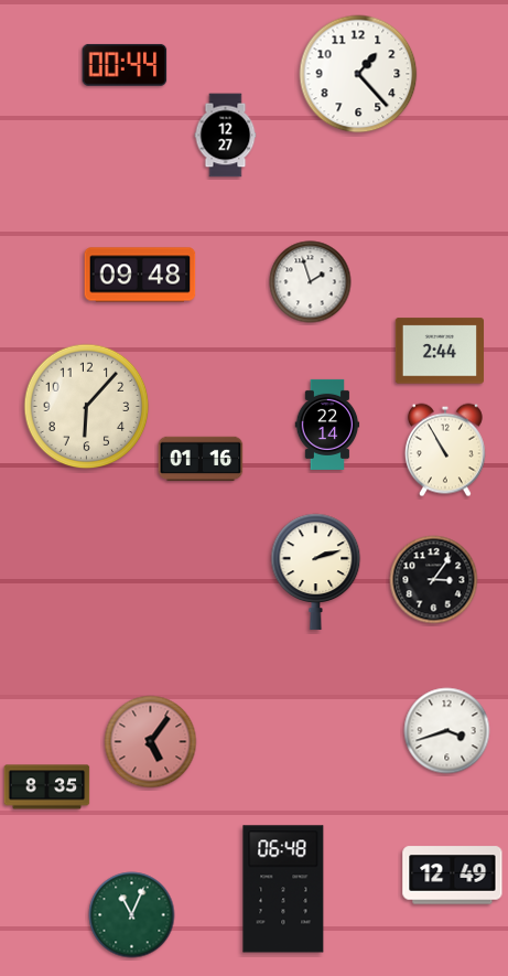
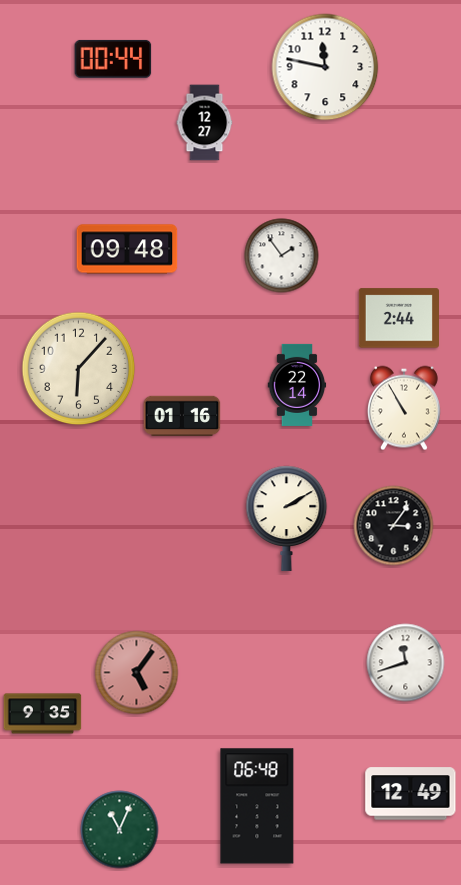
clock at (358, 74): 1:23 -> 11:47
clock at (311, 282): 1:57 -> 1:54
clock at (316, 571): 2:12 -> 2:10
clock at (447, 731): 3:42 -> 11:42
clock at (47, 787): 8:35 -> 9:35
